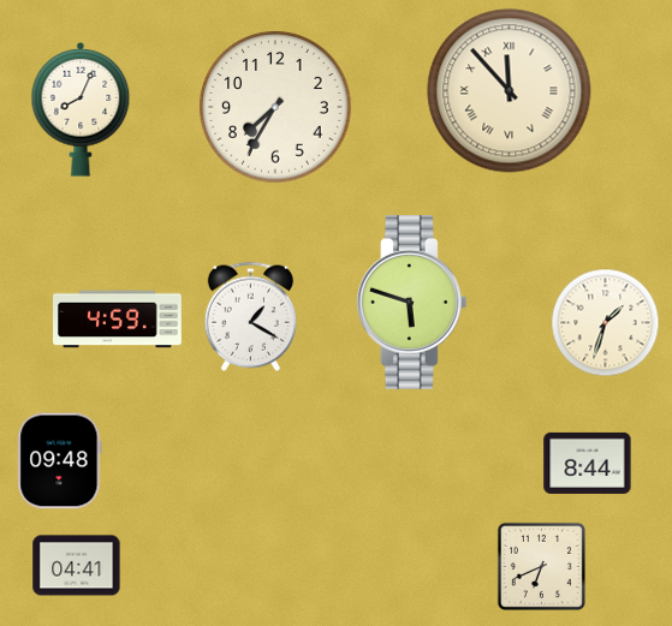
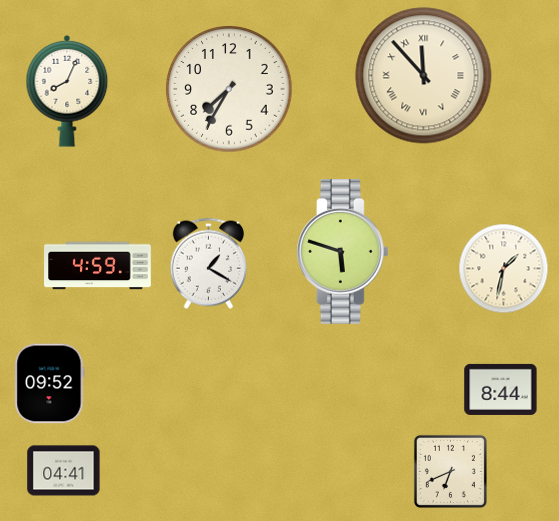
clock at (606, 323): 1:33 -> 1:32
clock at (60, 461): 09:48 -> 09:52
clock at (588, 463) position: (588, 463) -> (501, 389)
